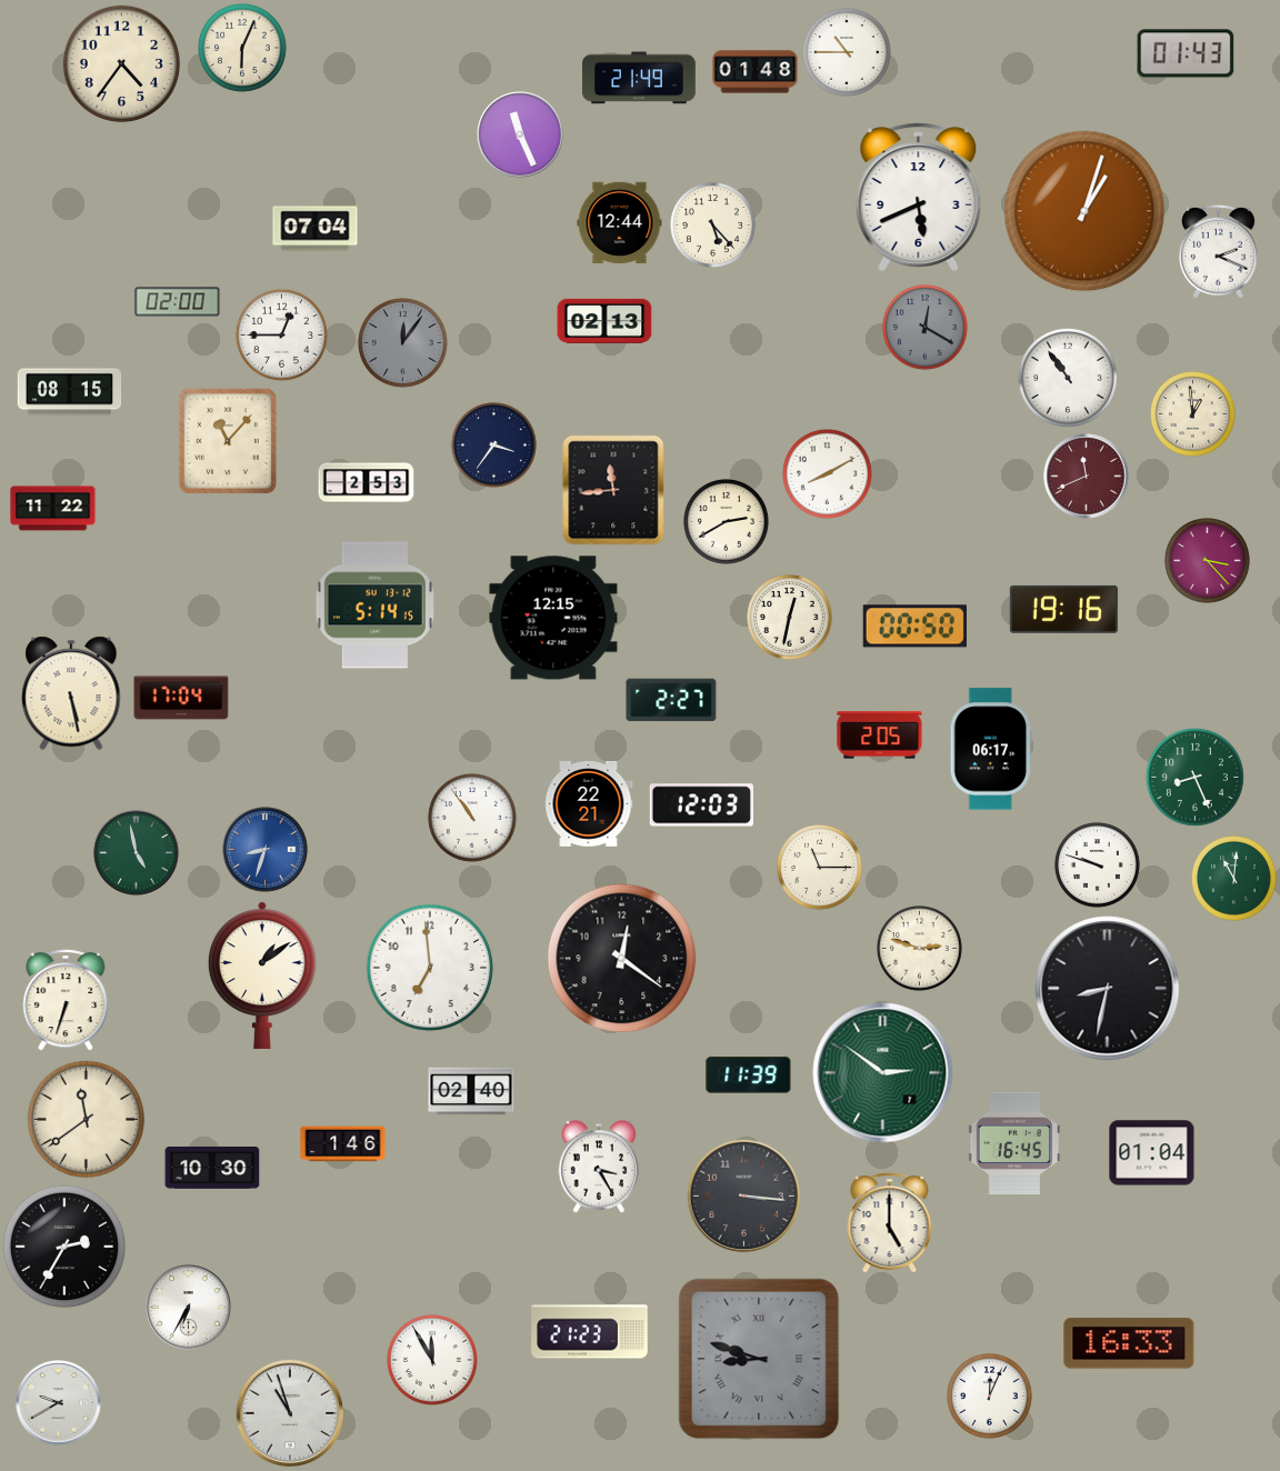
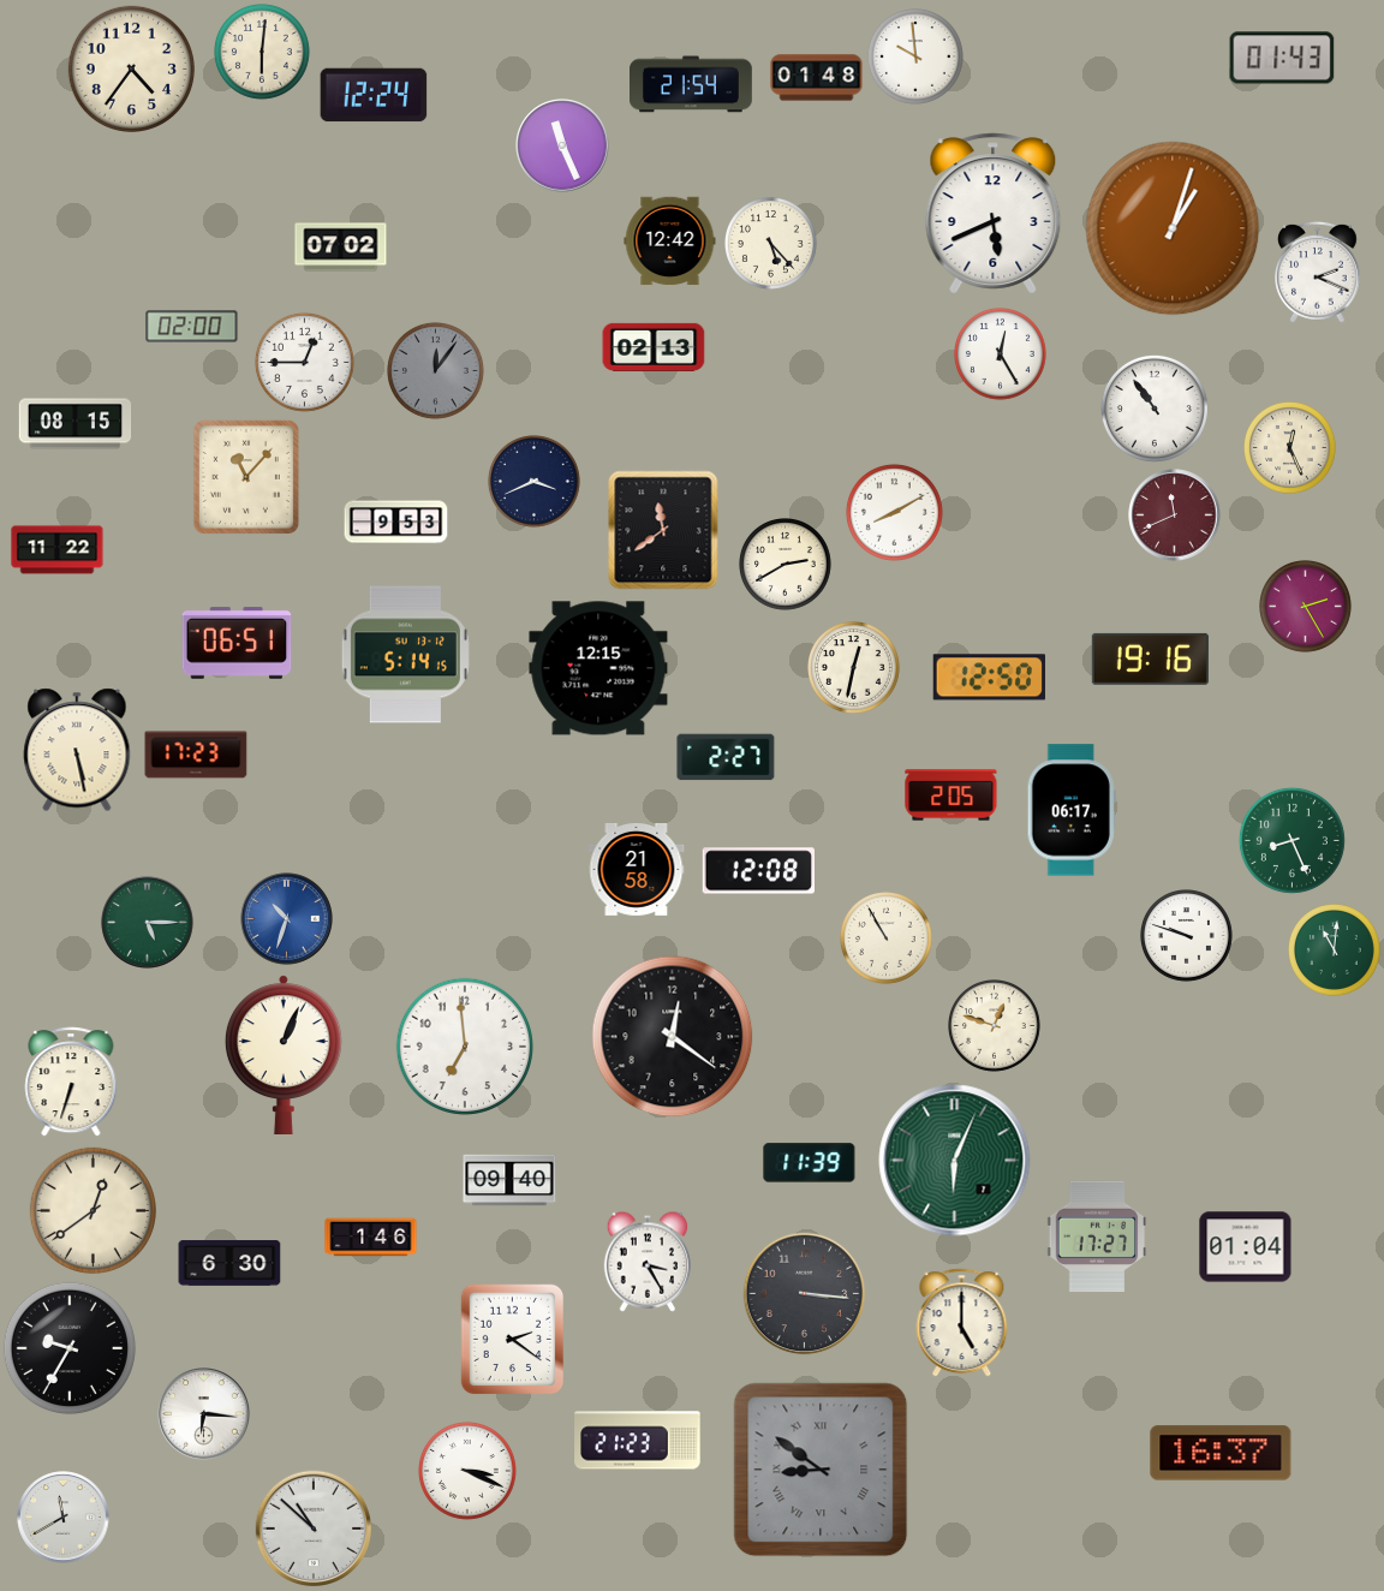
clock at (242, 48): 6:04 -> 6:01
clock at (847, 52): 10:45 -> 9:59
clock at (640, 78): 21:49 -> 21:54
clock at (374, 95): none -> 12:24
clock at (620, 223): 12:44 -> 12:42
clock at (316, 229): 07:04 -> 07:02
clock at (926, 328): 12:20 -> 12:25
clock at (926, 328) dial: grey -> white
clock at (1193, 414): 12:59 -> 12:26
clock at (494, 446): 3:36 -> 3:41
clock at (367, 483): 2:53 -> 9:53
clock at (613, 490): 11:44 -> 11:39
clock at (1208, 561): 3:23 -> 2:25
clock at (237, 643): none -> 06:51
clock at (914, 627): 00:50 -> 12:50
clock at (181, 698): 17:04 -> 17:23
clock at (589, 803): 22:21 -> 21:58
clock at (701, 805): 12:03 -> 12:08
clock at (472, 818): 10:54 -> none
clock at (266, 850): 8:33 -> 10:33
clock at (137, 853): 4:58 -> 5:15
clock at (820, 868): 11:15 -> 10:55
clock at (920, 949): 2:48 -> 12:48
clock at (262, 974): 1:09 -> 1:04
clock at (1108, 989): 8:32 -> none
clock at (883, 1073): 2:51 -> 6:04
clock at (471, 1091): 02:40 -> 09:40
clock at (86, 1119): 11:39 -> 12:39
clock at (1014, 1143): 16:45 -> 17:27
clock at (212, 1169): 10:30 -> 6:30
clock at (513, 1339): none -> 2:21
clock at (63, 1245): 2:35 -> 9:35
clock at (189, 1308): 6:35 -> 6:16
clock at (1129, 1343): 16:33 -> 16:37
clock at (759, 1359): 8:48 -> 8:51
clock at (432, 1360): 11:55 -> 3:19
clock at (990, 1397): 12:04 -> none
clock at (59, 1403): 9:40 -> 11:40
clock at (289, 1412): 10:57 -> 10:52
